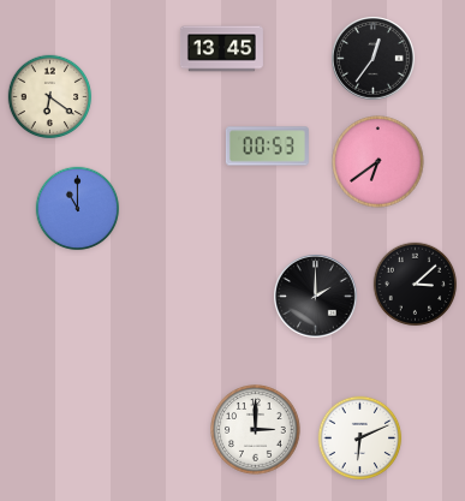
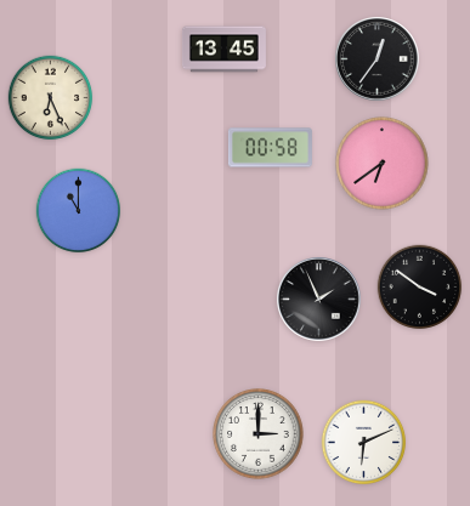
clock at (50, 97): 6:21 -> 6:26
clock at (267, 147): 00:53 -> 00:58
clock at (416, 285): 3:08 -> 3:51
clock at (316, 297): 2:00 -> 1:56
